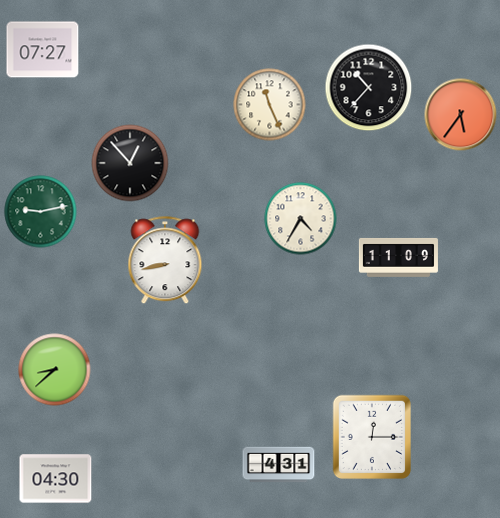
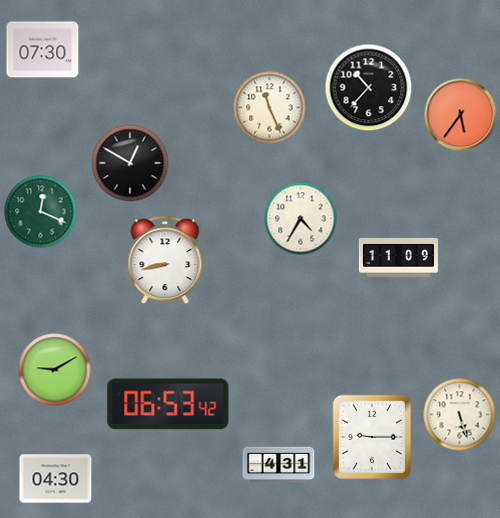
clock at (43, 50): 07:27 -> 07:30
clock at (270, 105) position: (270, 105) -> (270, 108)
clock at (130, 163): 12:53 -> 12:50
clock at (41, 212): 9:13 -> 12:19
clock at (55, 370): 8:38 -> 9:10
clock at (168, 404): none -> 06:53
clock at (460, 415): none -> 5:27
clock at (371, 437): 12:15 -> 9:15
